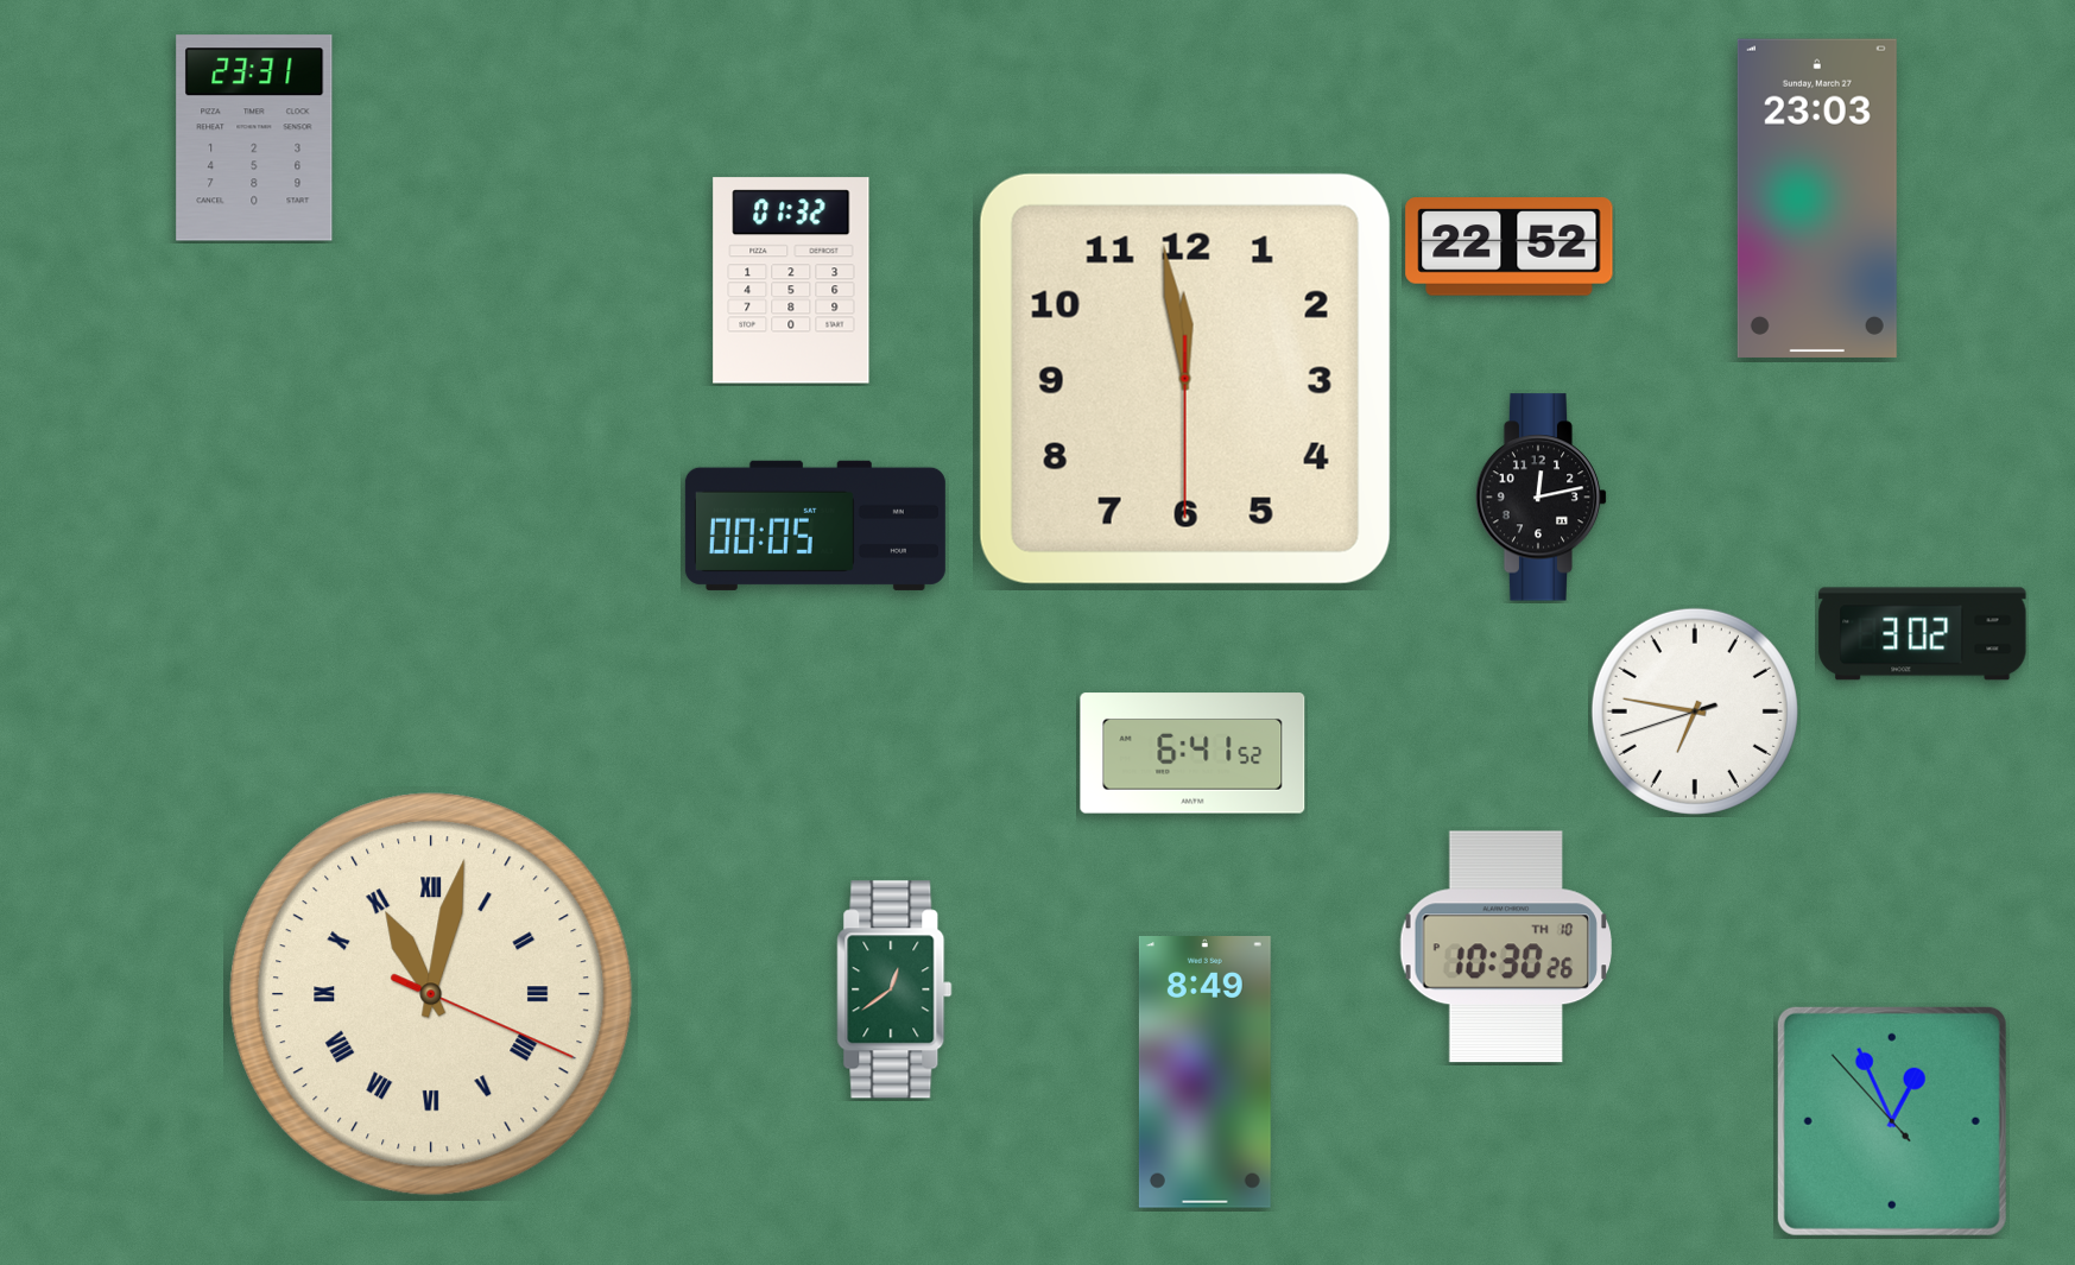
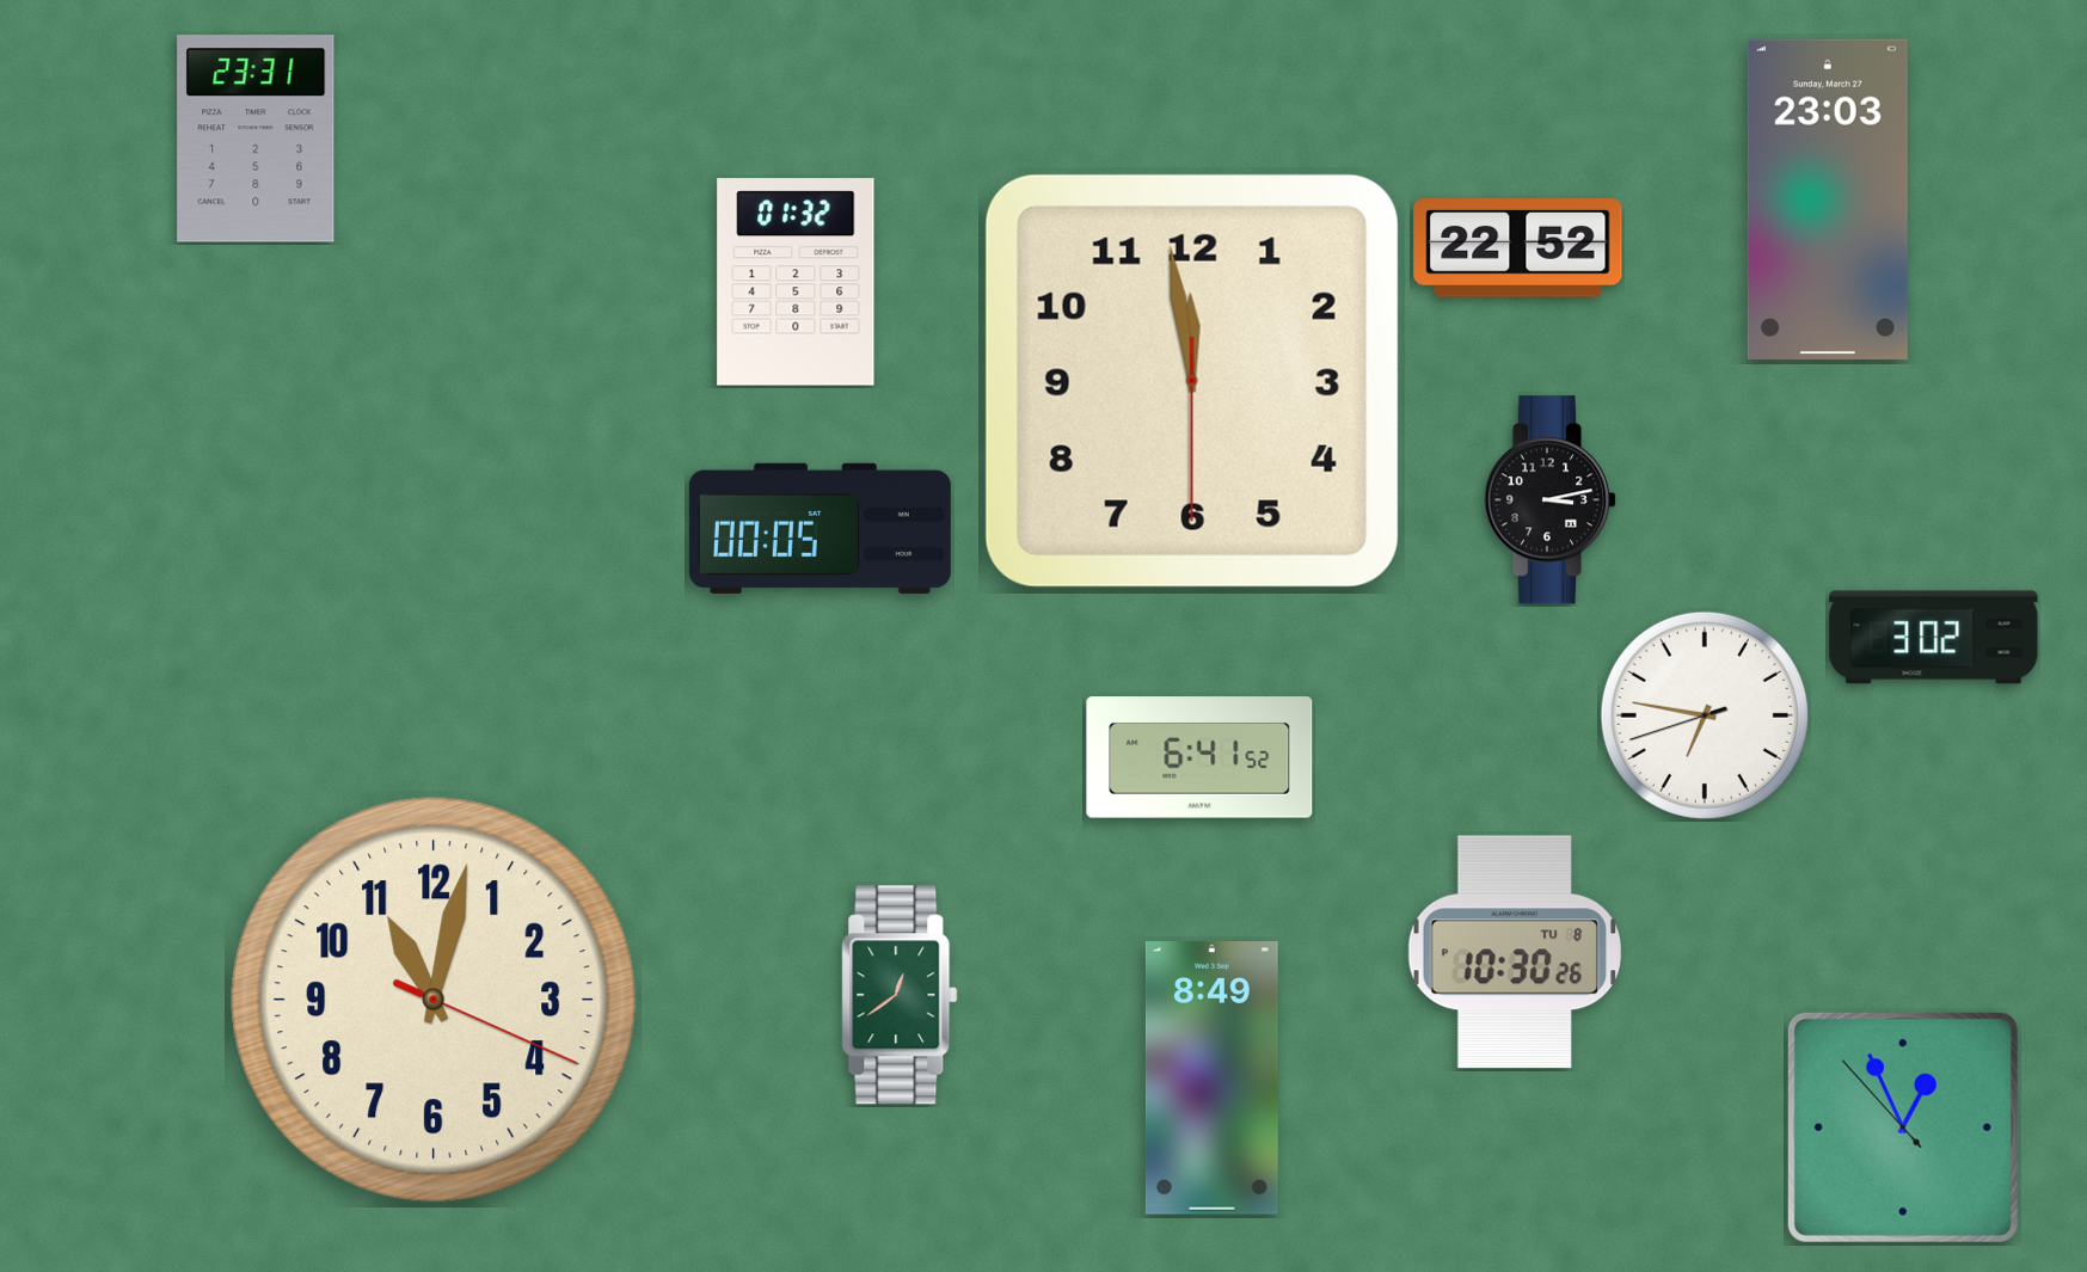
clock at (1542, 498): 12:13 -> 3:13
clock at (1505, 947) date: TH 10 -> TU 8
clock at (431, 994) numerals: Roman -> Arabic
